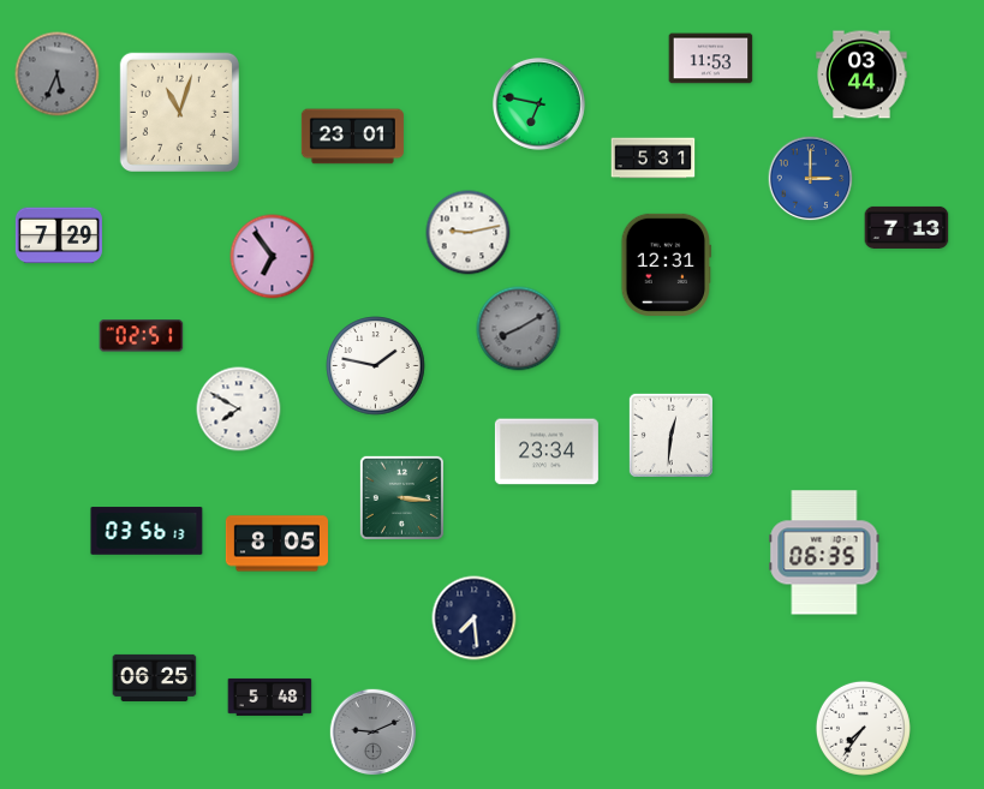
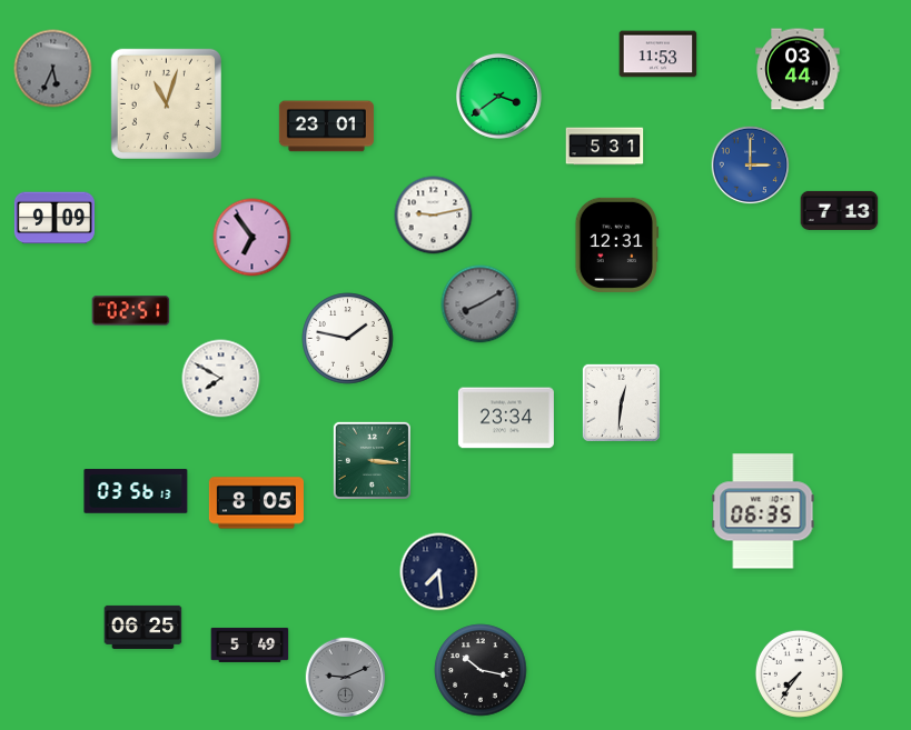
clock at (538, 103): 6:47 -> 3:39
clock at (59, 235): 7:29 -> 9:09
clock at (270, 697): 5:48 -> 5:49
clock at (481, 670): none -> 10:17
